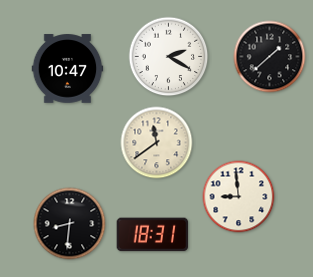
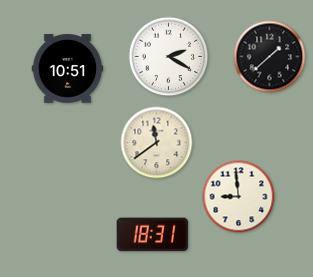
clock at (68, 69): 10:47 -> 10:51
clock at (70, 224): 8:31 -> none
